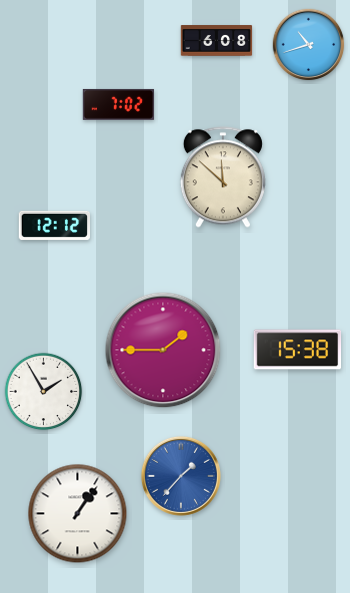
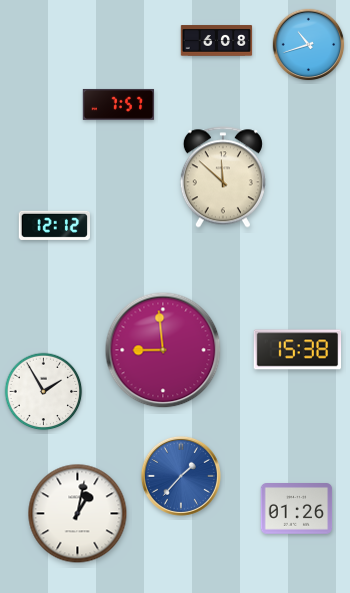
clock at (119, 104): 7:02 -> 7:57
clock at (163, 350): 1:45 -> 8:59
clock at (297, 509): none -> 01:26
clock at (78, 514): 1:06 -> 1:02
